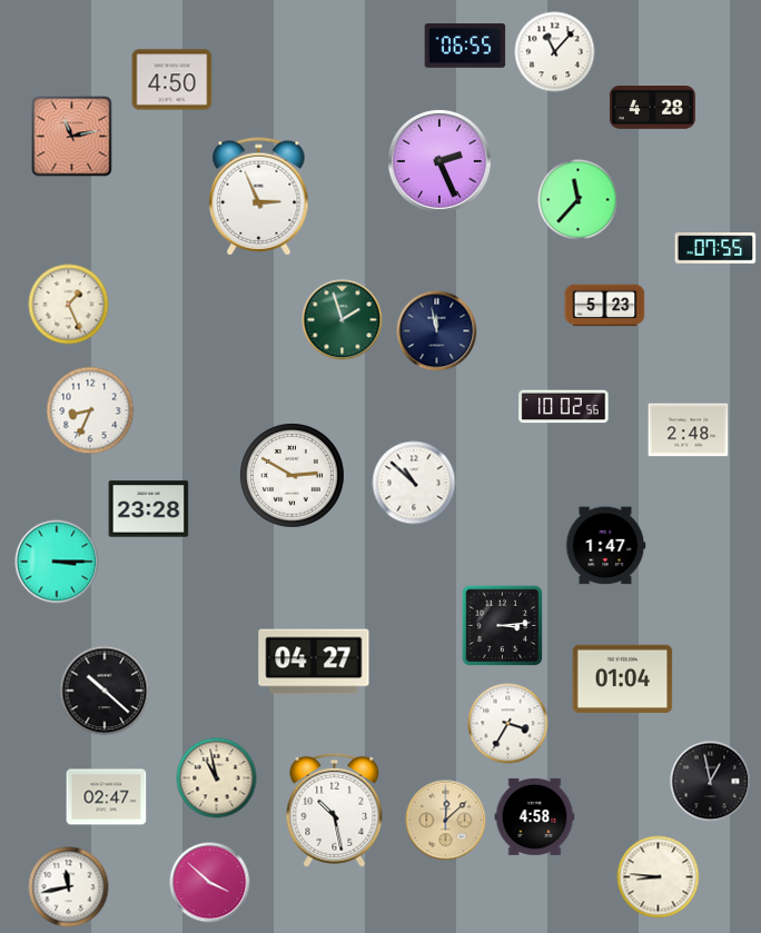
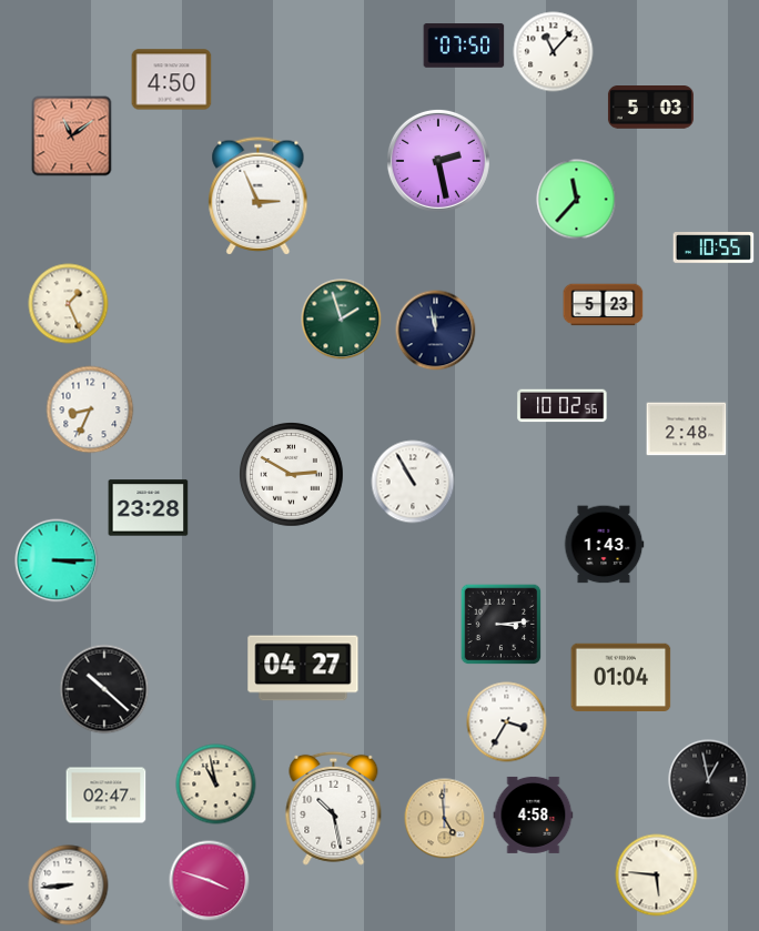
clock at (465, 46): 06:55 -> 07:50
clock at (652, 108): 4:28 -> 5:03
clock at (72, 137): 11:13 -> 11:09
clock at (439, 161): 2:26 -> 2:28
clock at (715, 248): 07:55 -> 10:55
clock at (414, 483): 10:52 -> 10:55
clock at (605, 546): 1:47 -> 1:43
clock at (314, 662) position: (314, 662) -> (303, 668)
clock at (217, 778) position: (217, 778) -> (216, 785)
clock at (446, 821): 12:08 -> 4:59
clock at (659, 877): 8:46 -> 5:46
clock at (210, 883): 3:52 -> 3:48
clock at (69, 887): 11:43 -> 8:44
